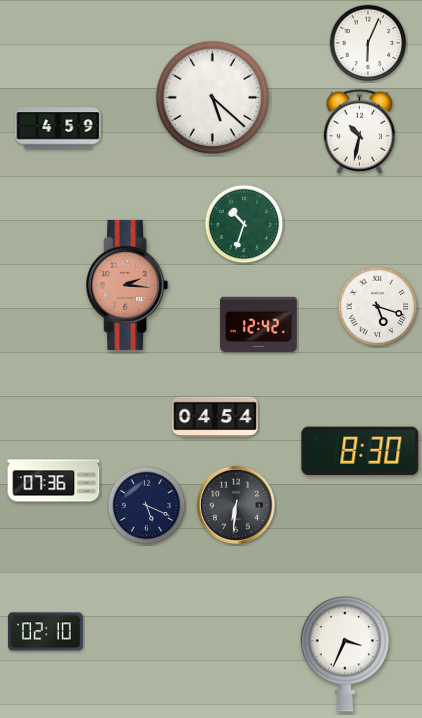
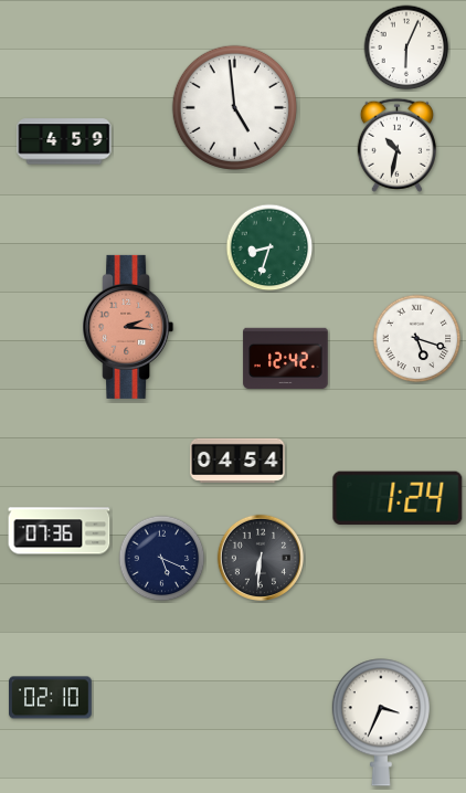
clock at (212, 97): 5:22 -> 4:59
clock at (244, 224): 10:33 -> 8:33
clock at (127, 285) position: (127, 285) -> (128, 327)
clock at (360, 451): 8:30 -> 1:24
